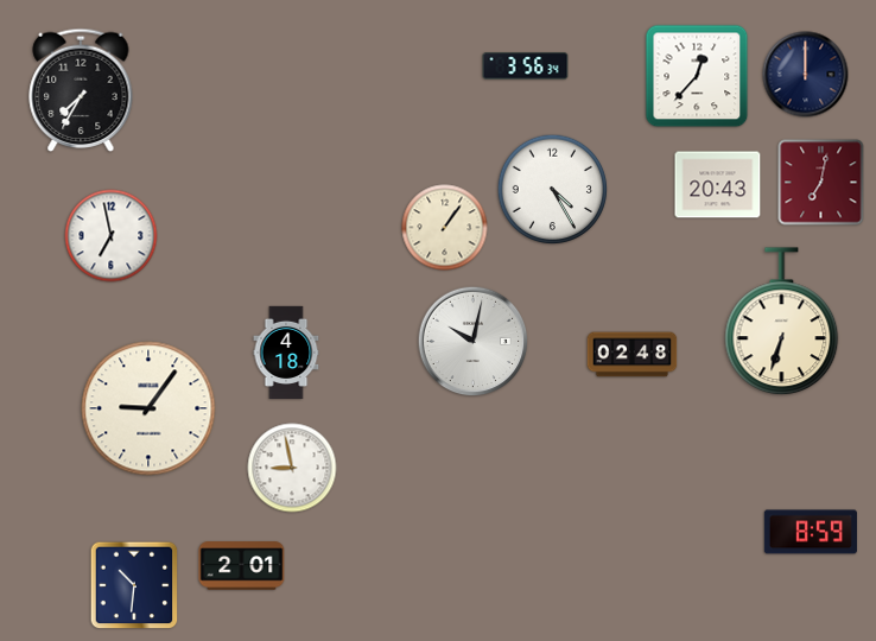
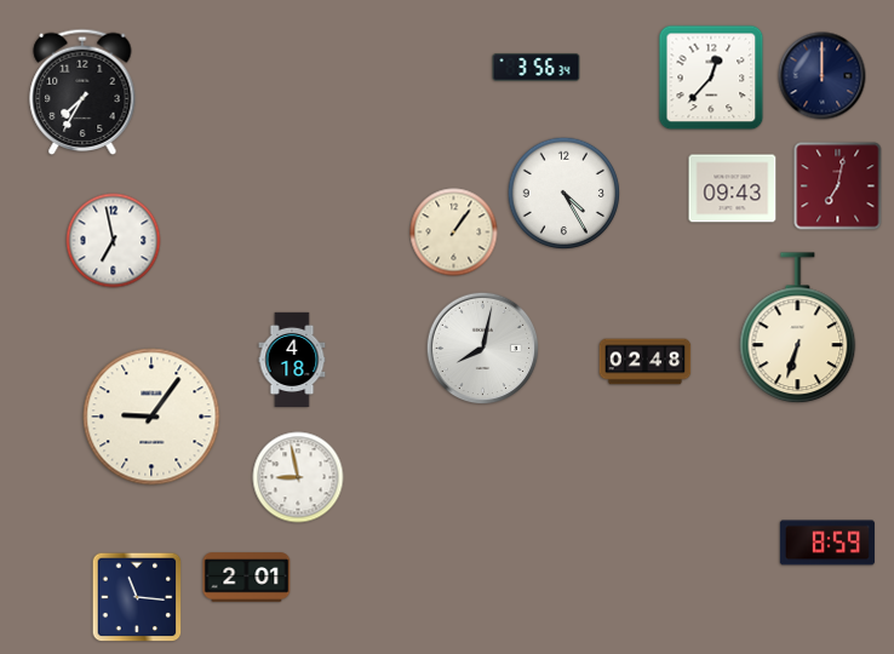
clock at (718, 185): 20:43 -> 09:43
clock at (474, 342): 10:02 -> 8:02
clock at (134, 585): 10:31 -> 11:16
